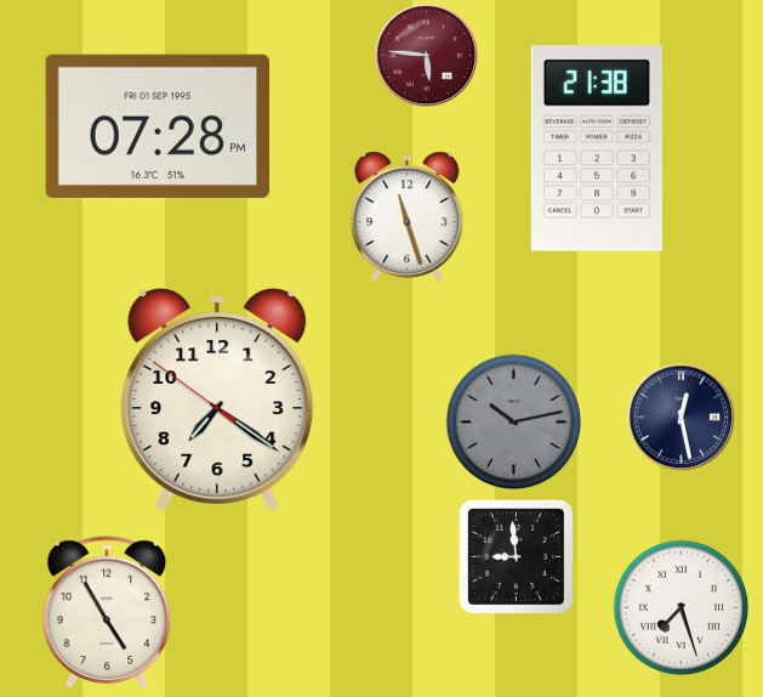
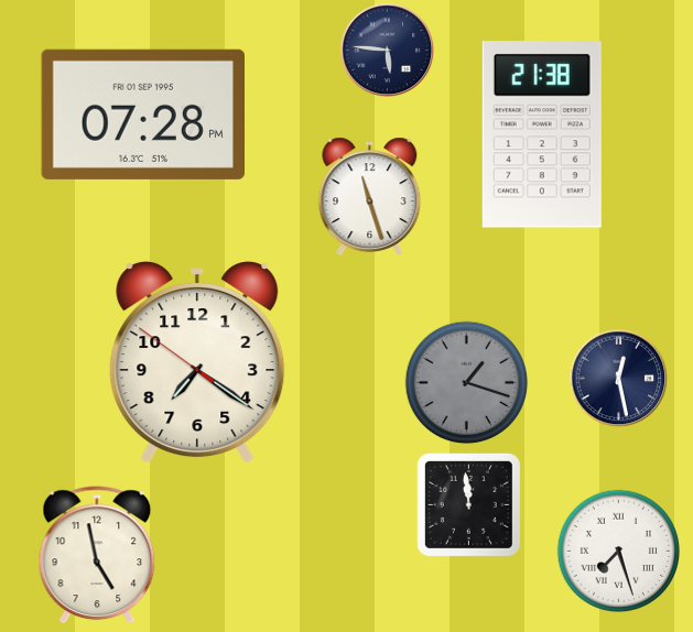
clock at (427, 56) dial: burgundy -> navy
clock at (514, 423): 10:13 -> 1:18
clock at (516, 556): 8:59 -> 11:59
clock at (107, 613): 4:55 -> 4:58
